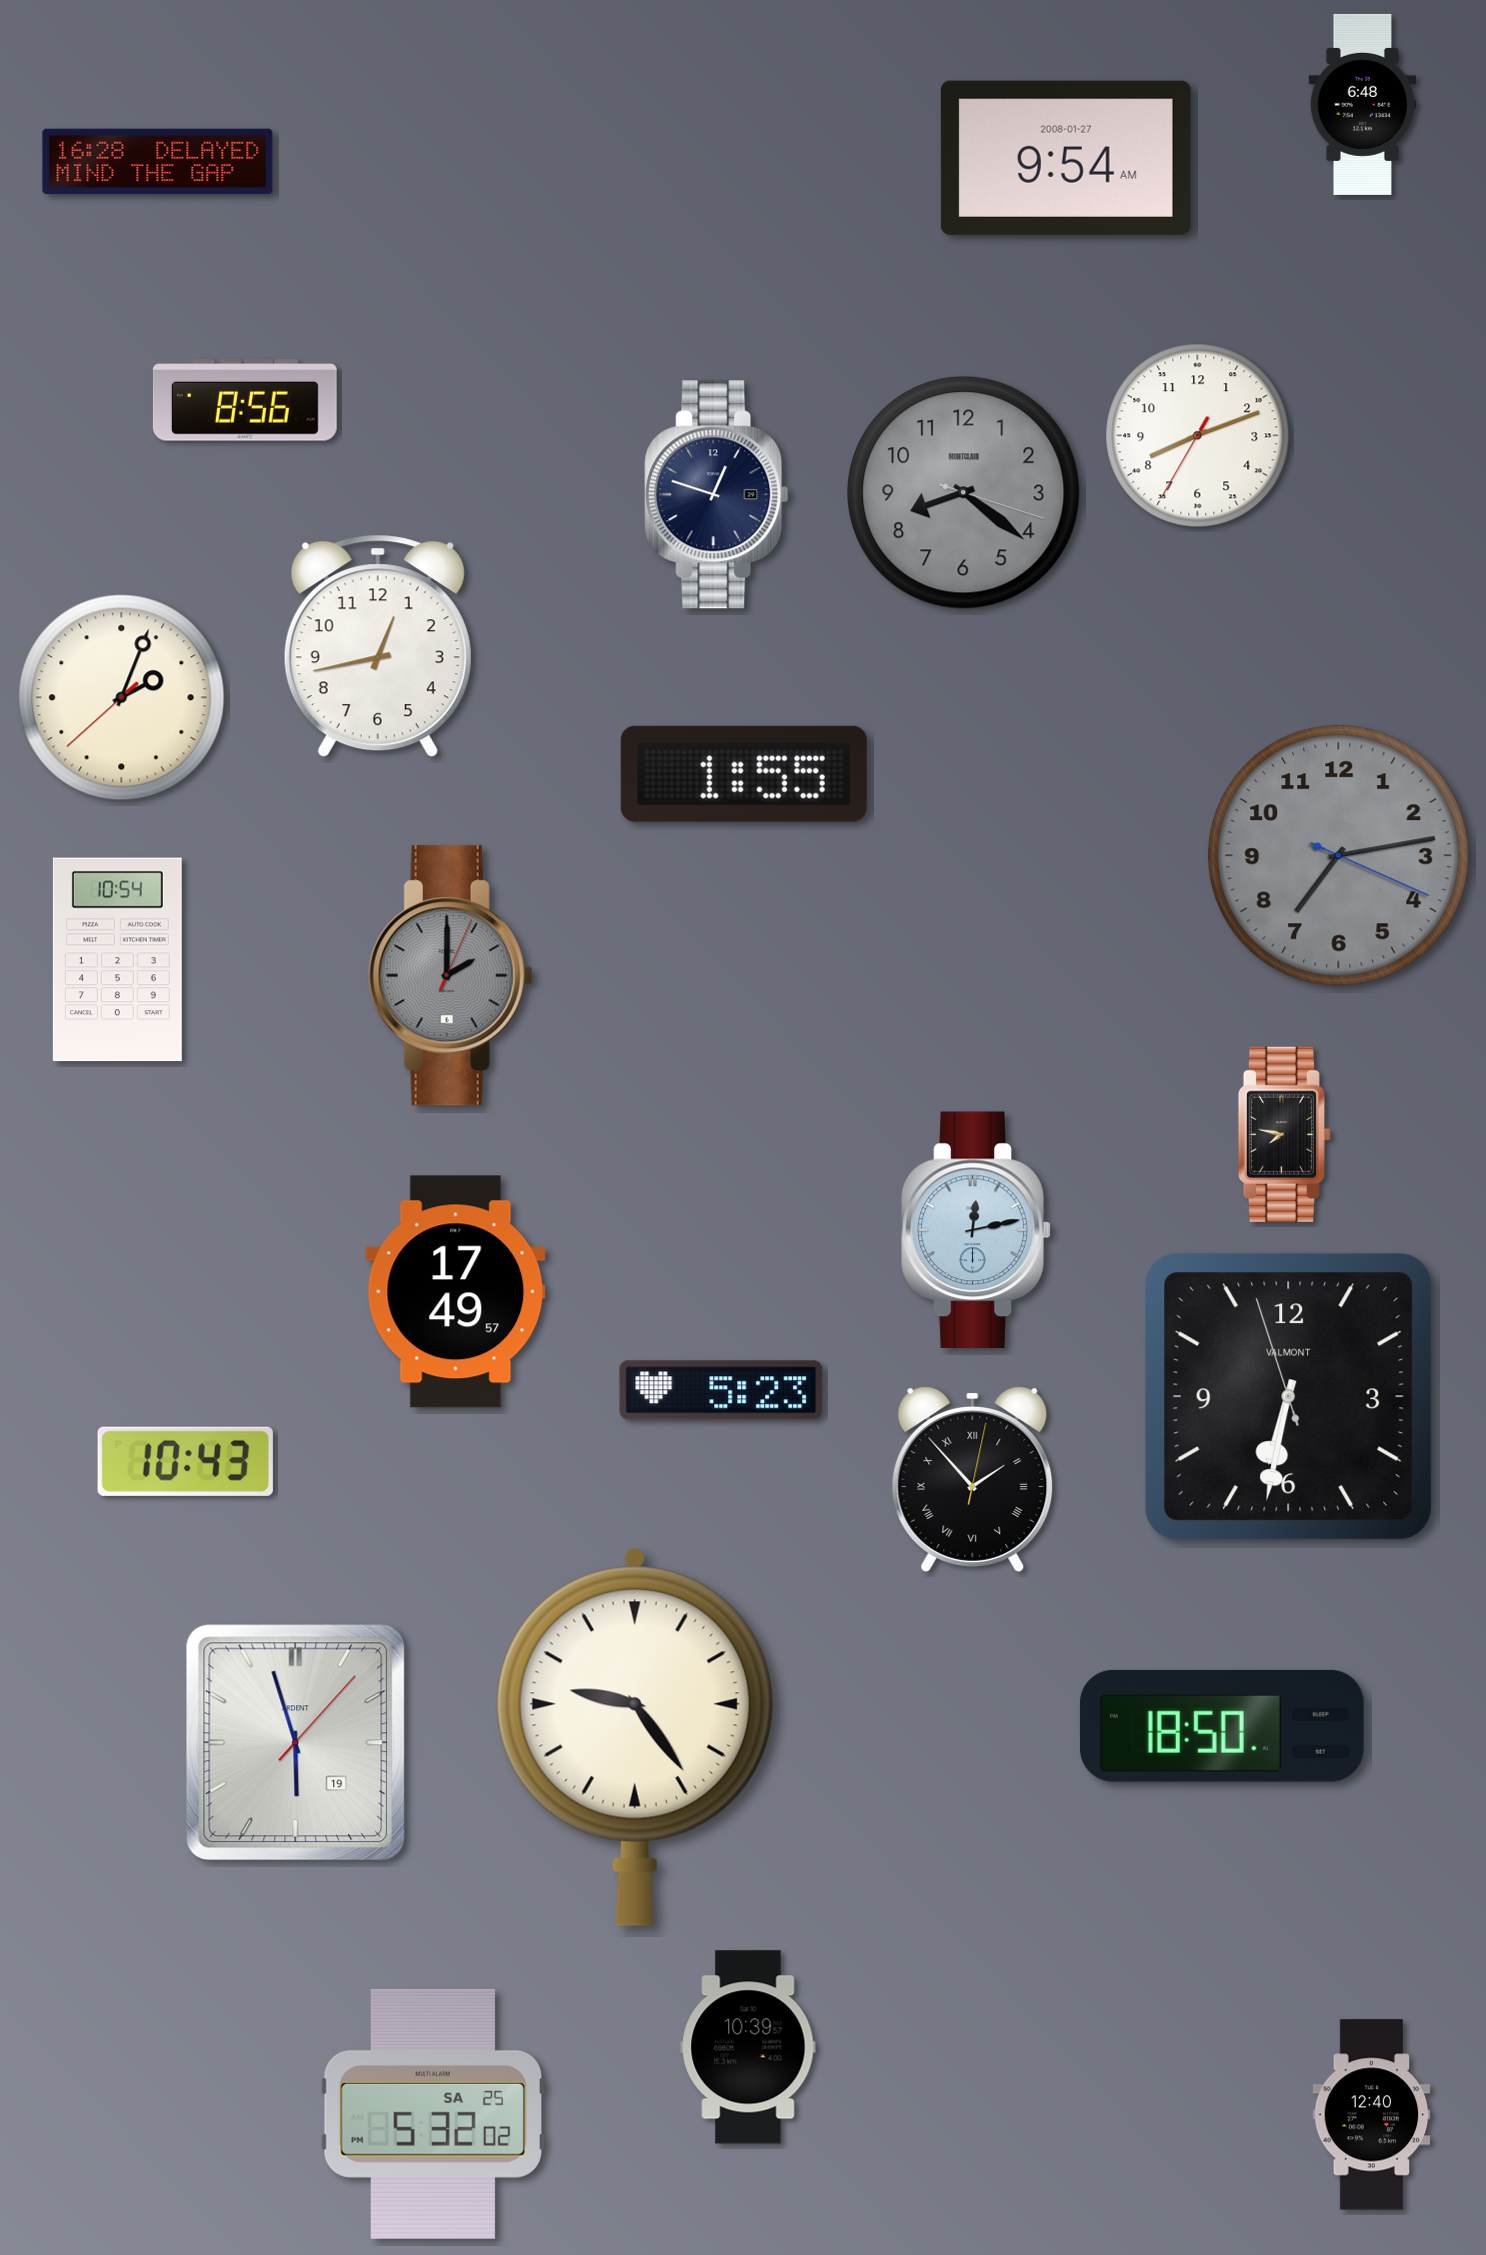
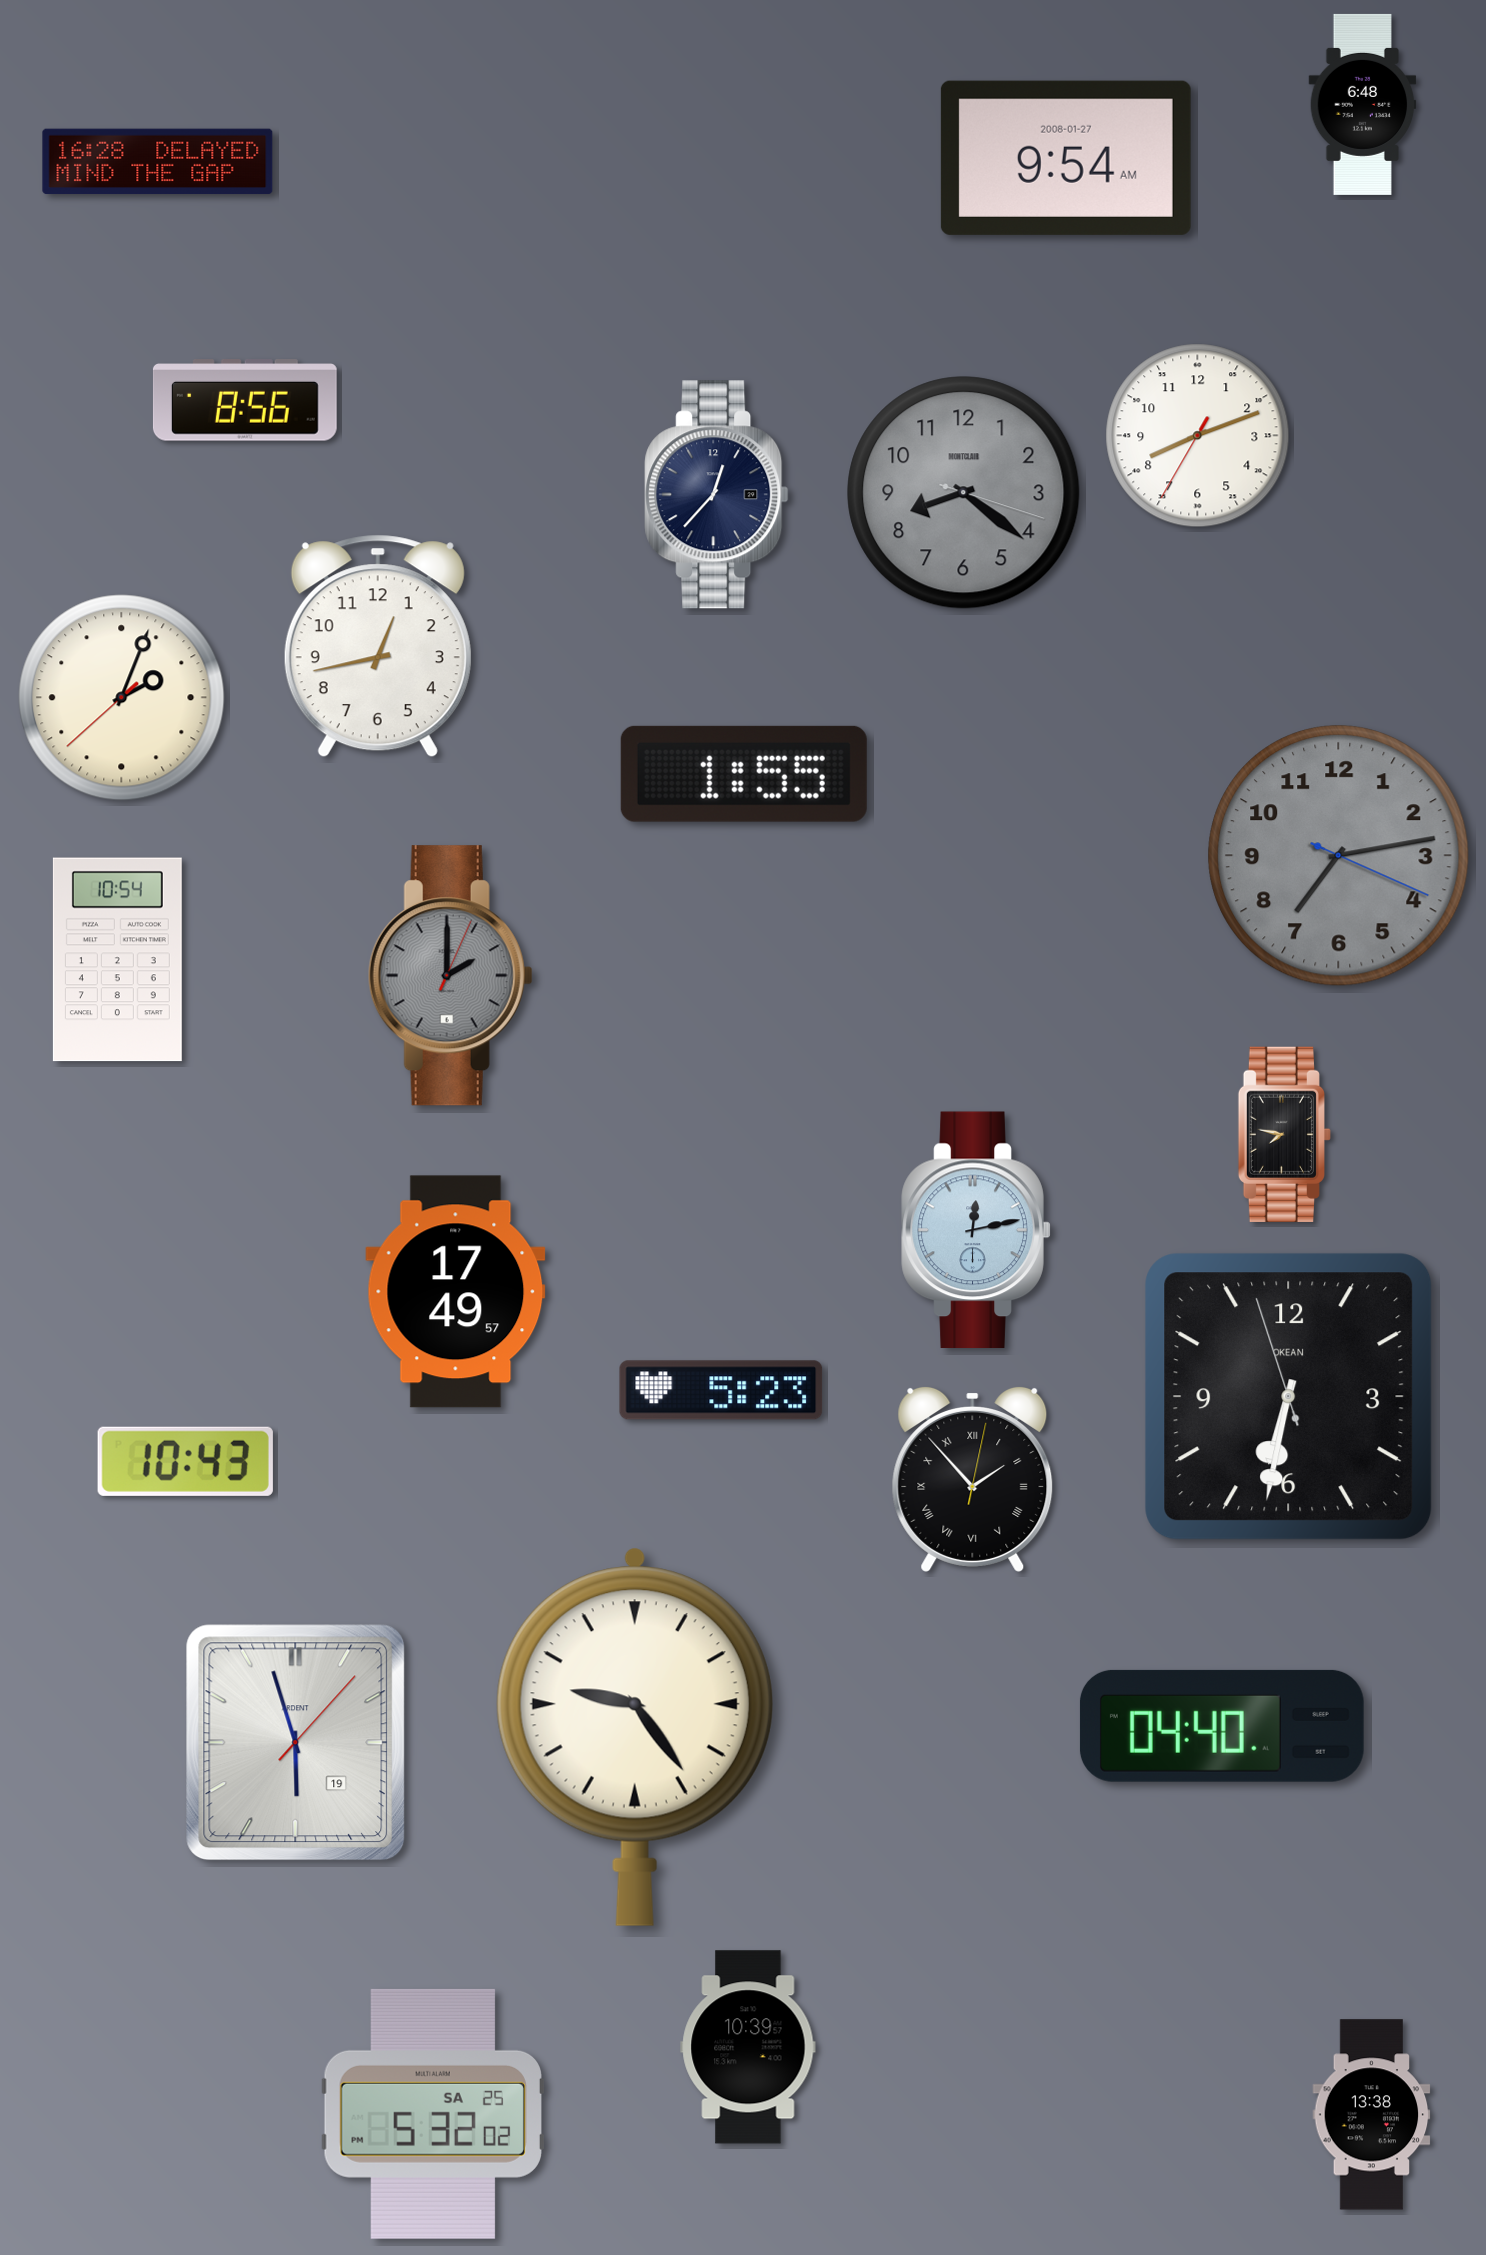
clock at (717, 495): 12:48 -> 12:37
clock at (1289, 1397) brand: VALMONT -> OKEAN
clock at (1222, 1726): 18:50 -> 04:40
clock at (1372, 2115): 12:40 -> 13:38
